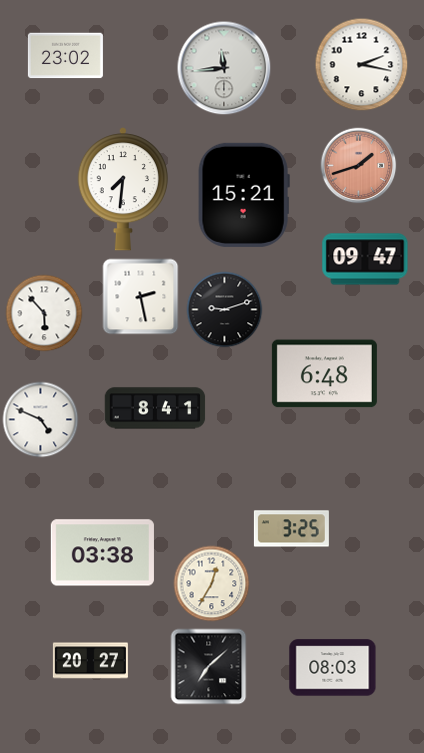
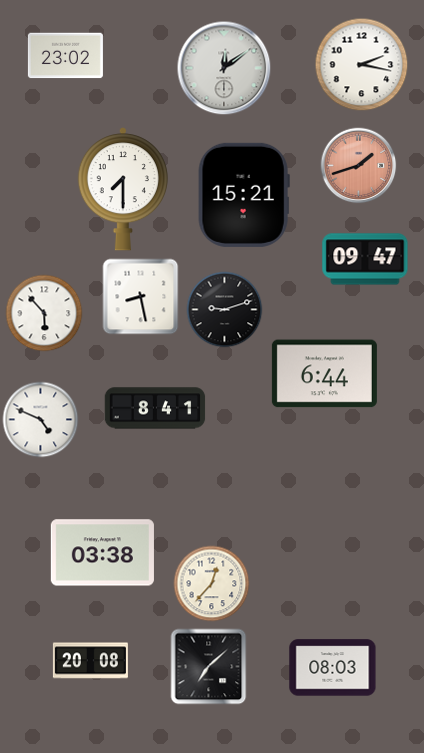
clock at (224, 68): 11:44 -> 12:09
clock at (123, 189): 7:31 -> 7:30
clock at (141, 297): 2:28 -> 8:28
clock at (324, 374): 6:48 -> 6:44
clock at (291, 529): 3:25 -> none
clock at (212, 584): 12:35 -> 12:37
clock at (90, 661): 20:27 -> 20:08
